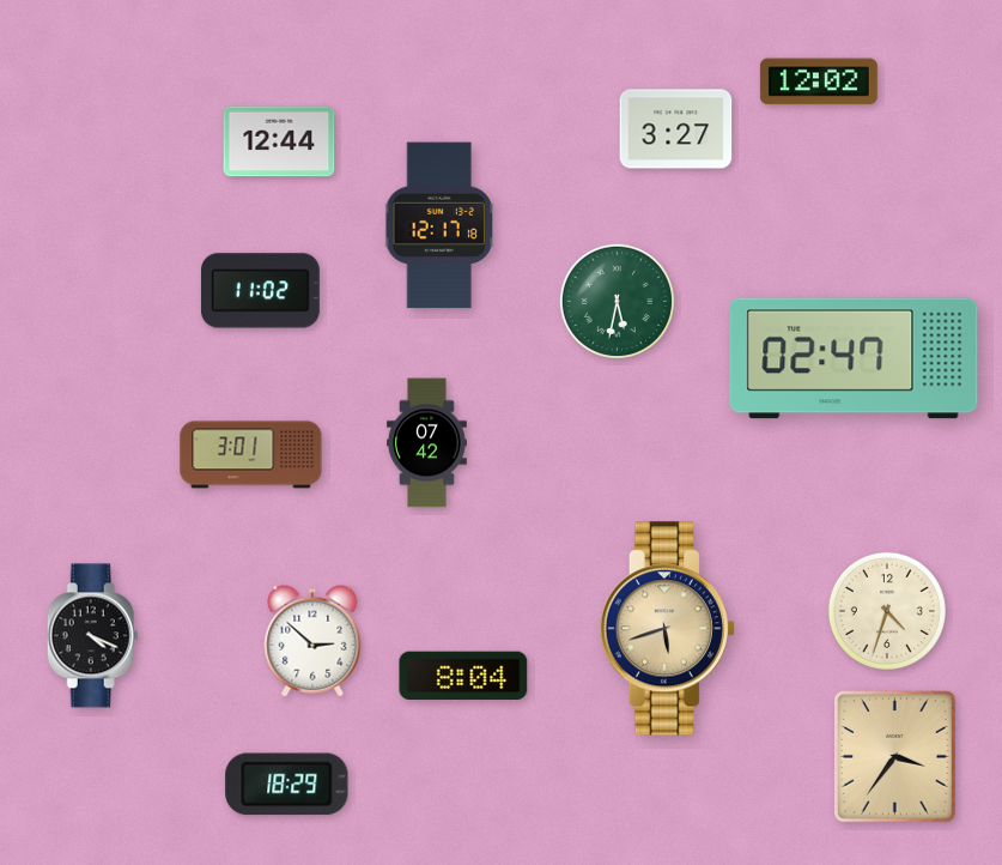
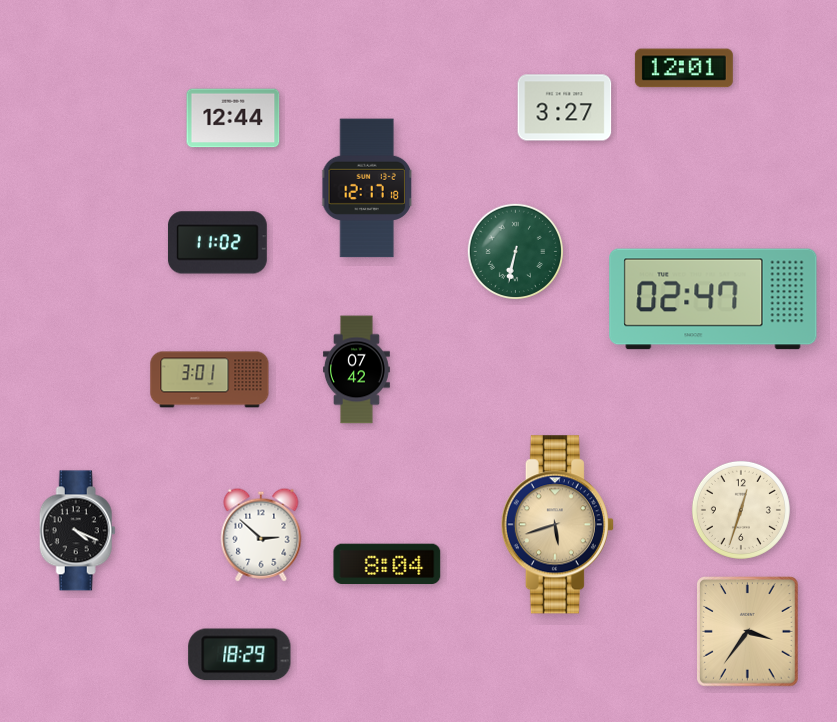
clock at (819, 81): 12:02 -> 12:01
clock at (617, 301): 5:32 -> 6:32
clock at (887, 611): 4:33 -> 12:33
